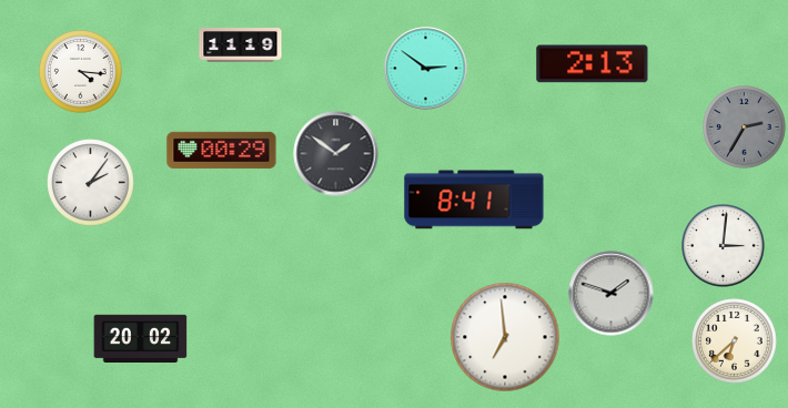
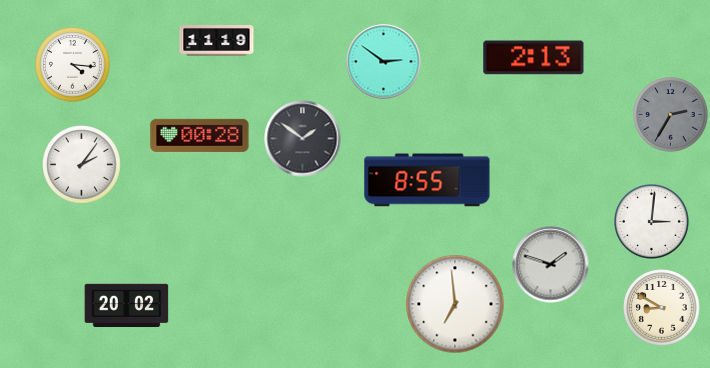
clock at (222, 150): 00:29 -> 00:28
clock at (474, 200): 8:41 -> 8:55
clock at (735, 341): 6:38 -> 8:50
